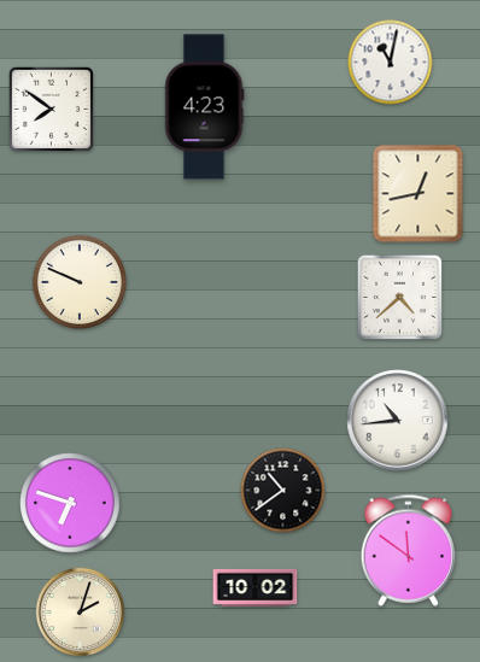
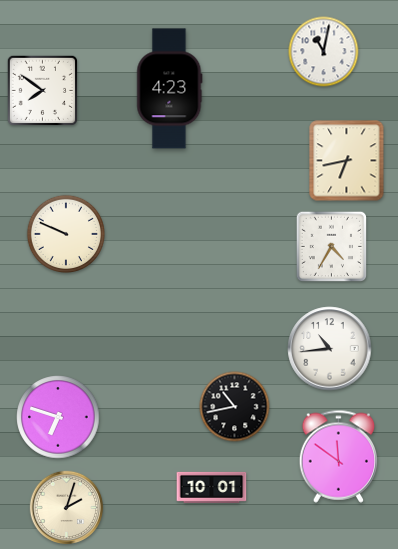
clock at (418, 194): 12:43 -> 6:43
clock at (399, 297): 4:38 -> 4:35
clock at (283, 491): 10:39 -> 10:43
clock at (256, 587): 10:02 -> 10:01
